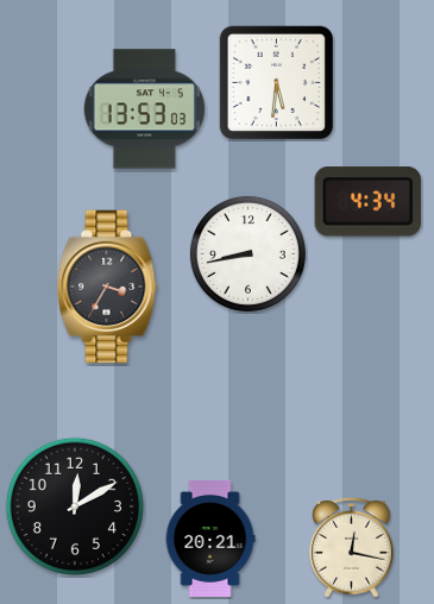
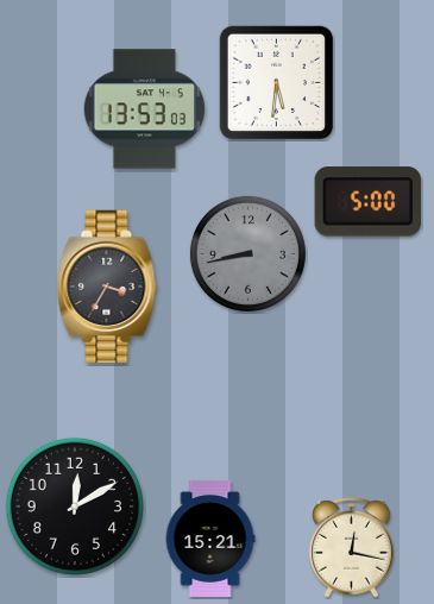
clock at (367, 202): 4:34 -> 5:00
clock at (247, 253) dial: white -> grey
clock at (210, 539): 20:21 -> 15:21
